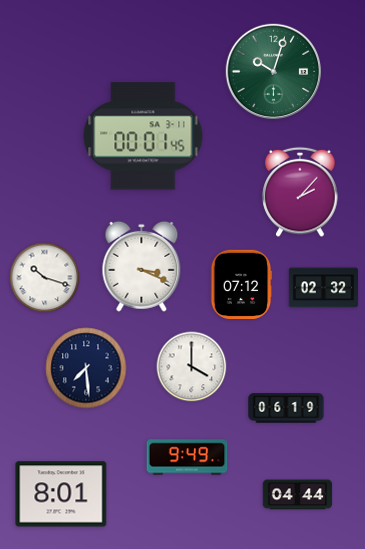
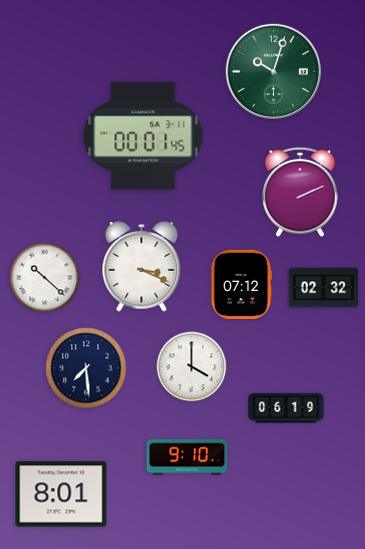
clock at (300, 192): 2:07 -> 2:11
clock at (45, 278): 10:18 -> 10:22
clock at (187, 457): 9:49 -> 9:10
clock at (298, 495): 04:44 -> none
